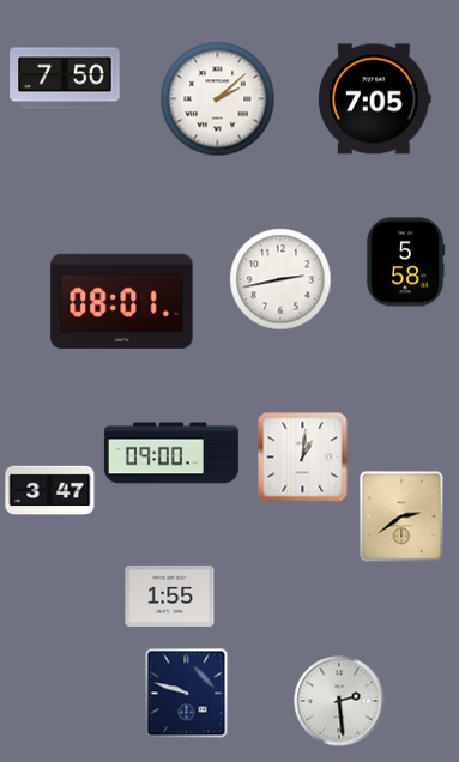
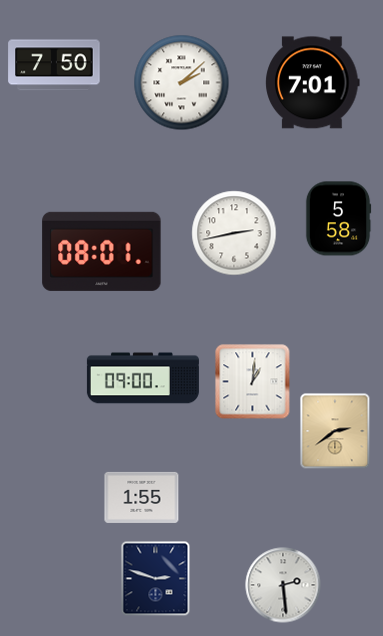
clock at (375, 99): 7:05 -> 7:01
clock at (50, 490): 3:47 -> none
clock at (187, 694): 9:48 -> 2:48
